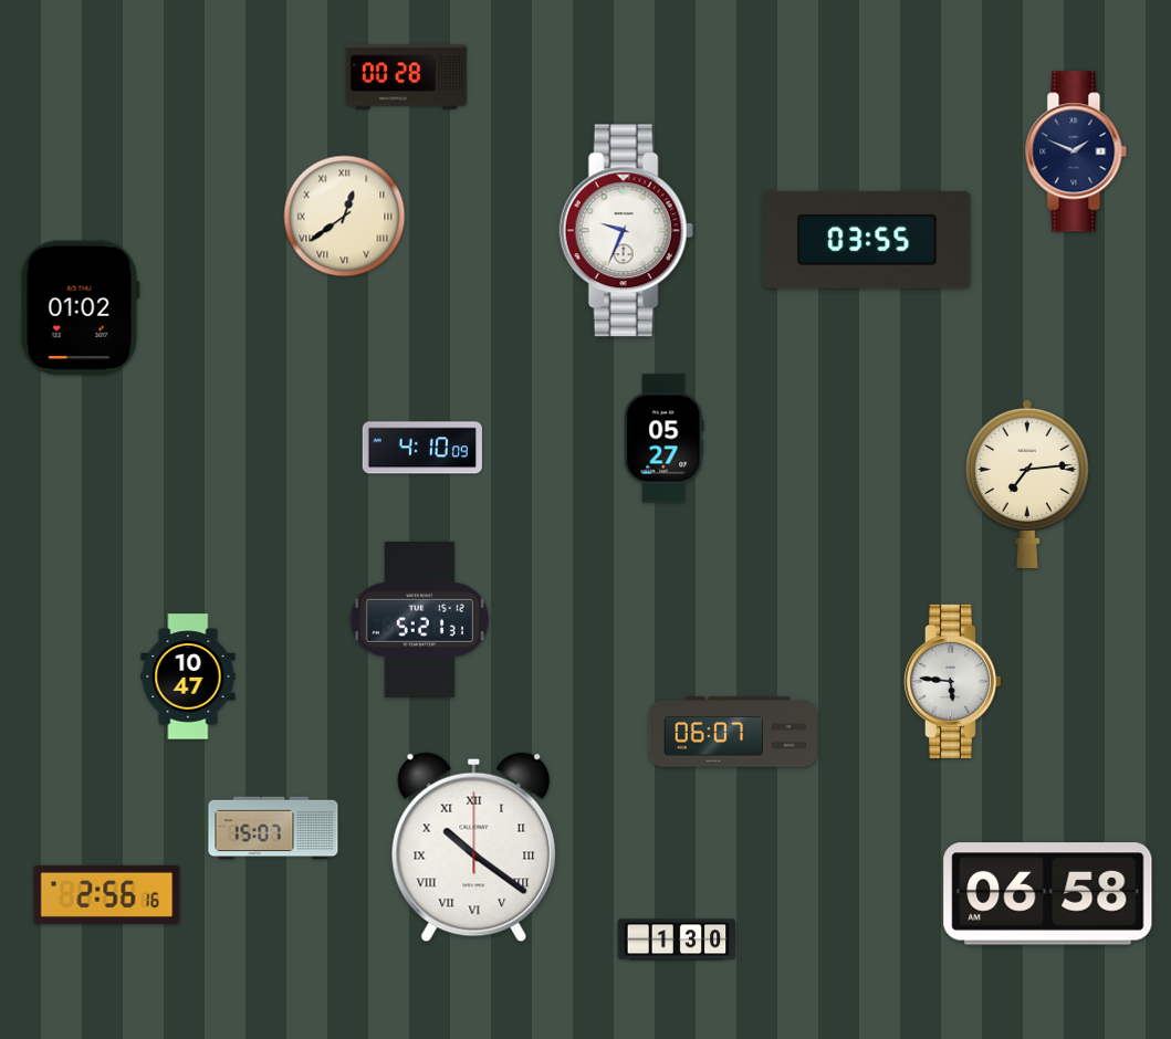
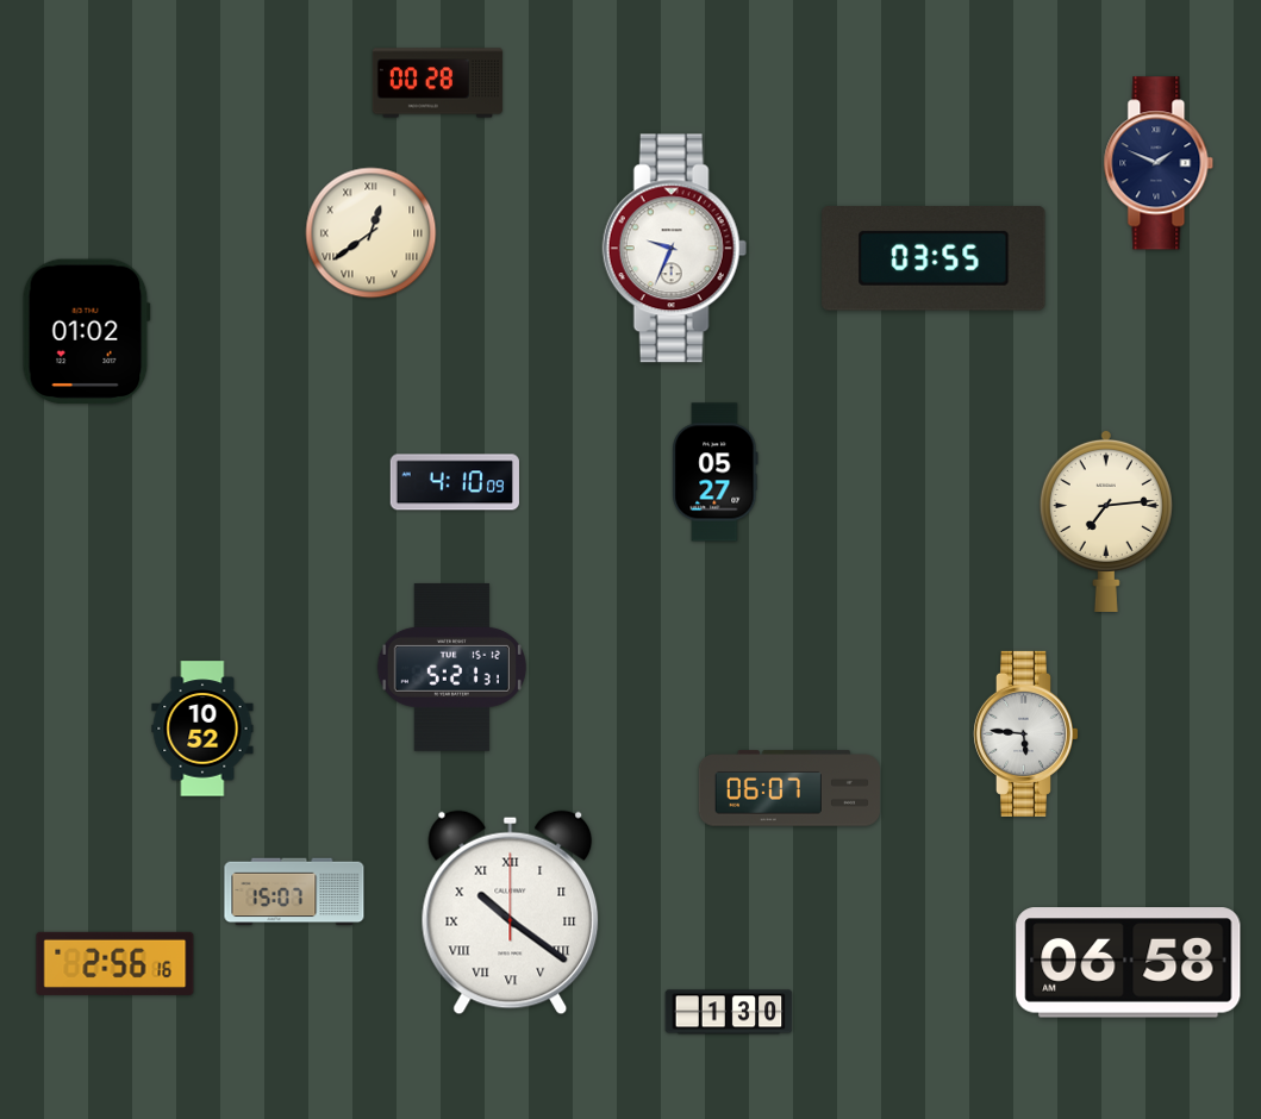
clock at (188, 676): 10:47 -> 10:52
